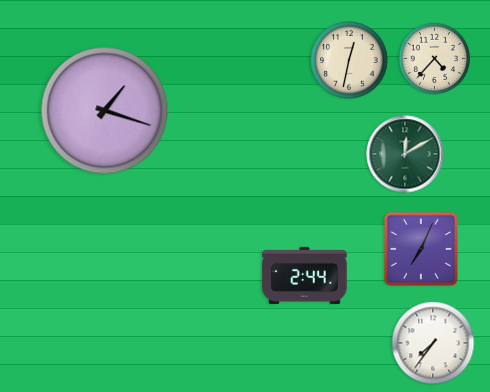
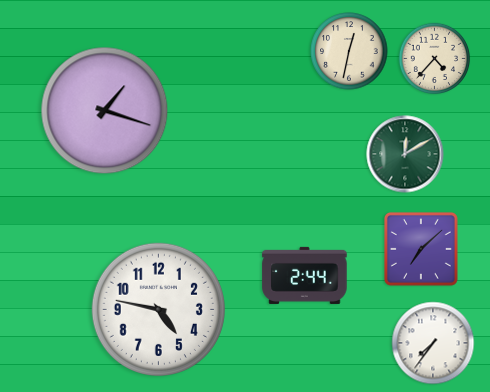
clock at (349, 60) position: (349, 60) -> (349, 51)
clock at (421, 249): 7:04 -> 7:08
clock at (158, 309): none -> 4:47
